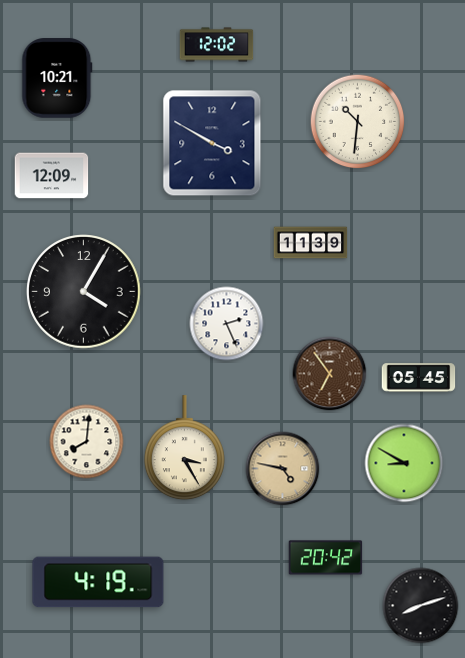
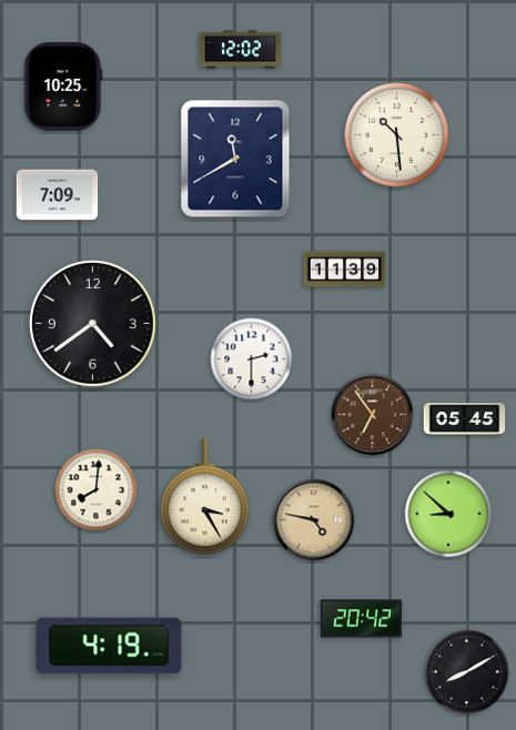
clock at (57, 78): 10:21 -> 10:25
clock at (358, 122): 10:31 -> 10:29
clock at (212, 143): 3:50 -> 11:40
clock at (52, 176): 12:09 -> 7:09
clock at (84, 292): 4:05 -> 4:39
clock at (227, 324): 2:26 -> 2:30
clock at (330, 374) position: (330, 374) -> (373, 415)
clock at (404, 463): 8:50 -> 8:52
clock at (421, 606): 8:12 -> 8:10
